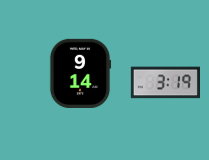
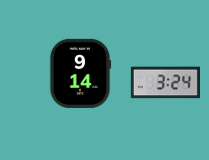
clock at (165, 83): 3:19 -> 3:24
